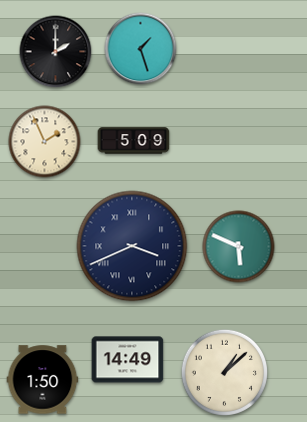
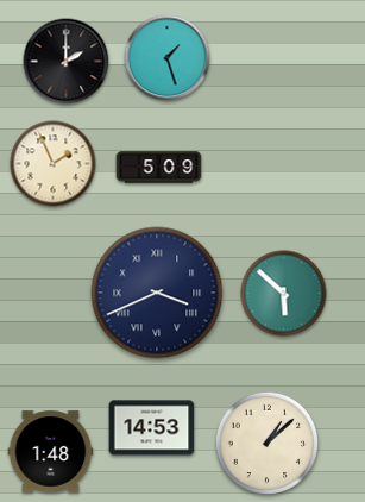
clock at (45, 142) position: (45, 142) -> (54, 164)
clock at (239, 247): 5:49 -> 5:52
clock at (128, 360): 14:49 -> 14:53
clock at (43, 380): 1:50 -> 1:48
